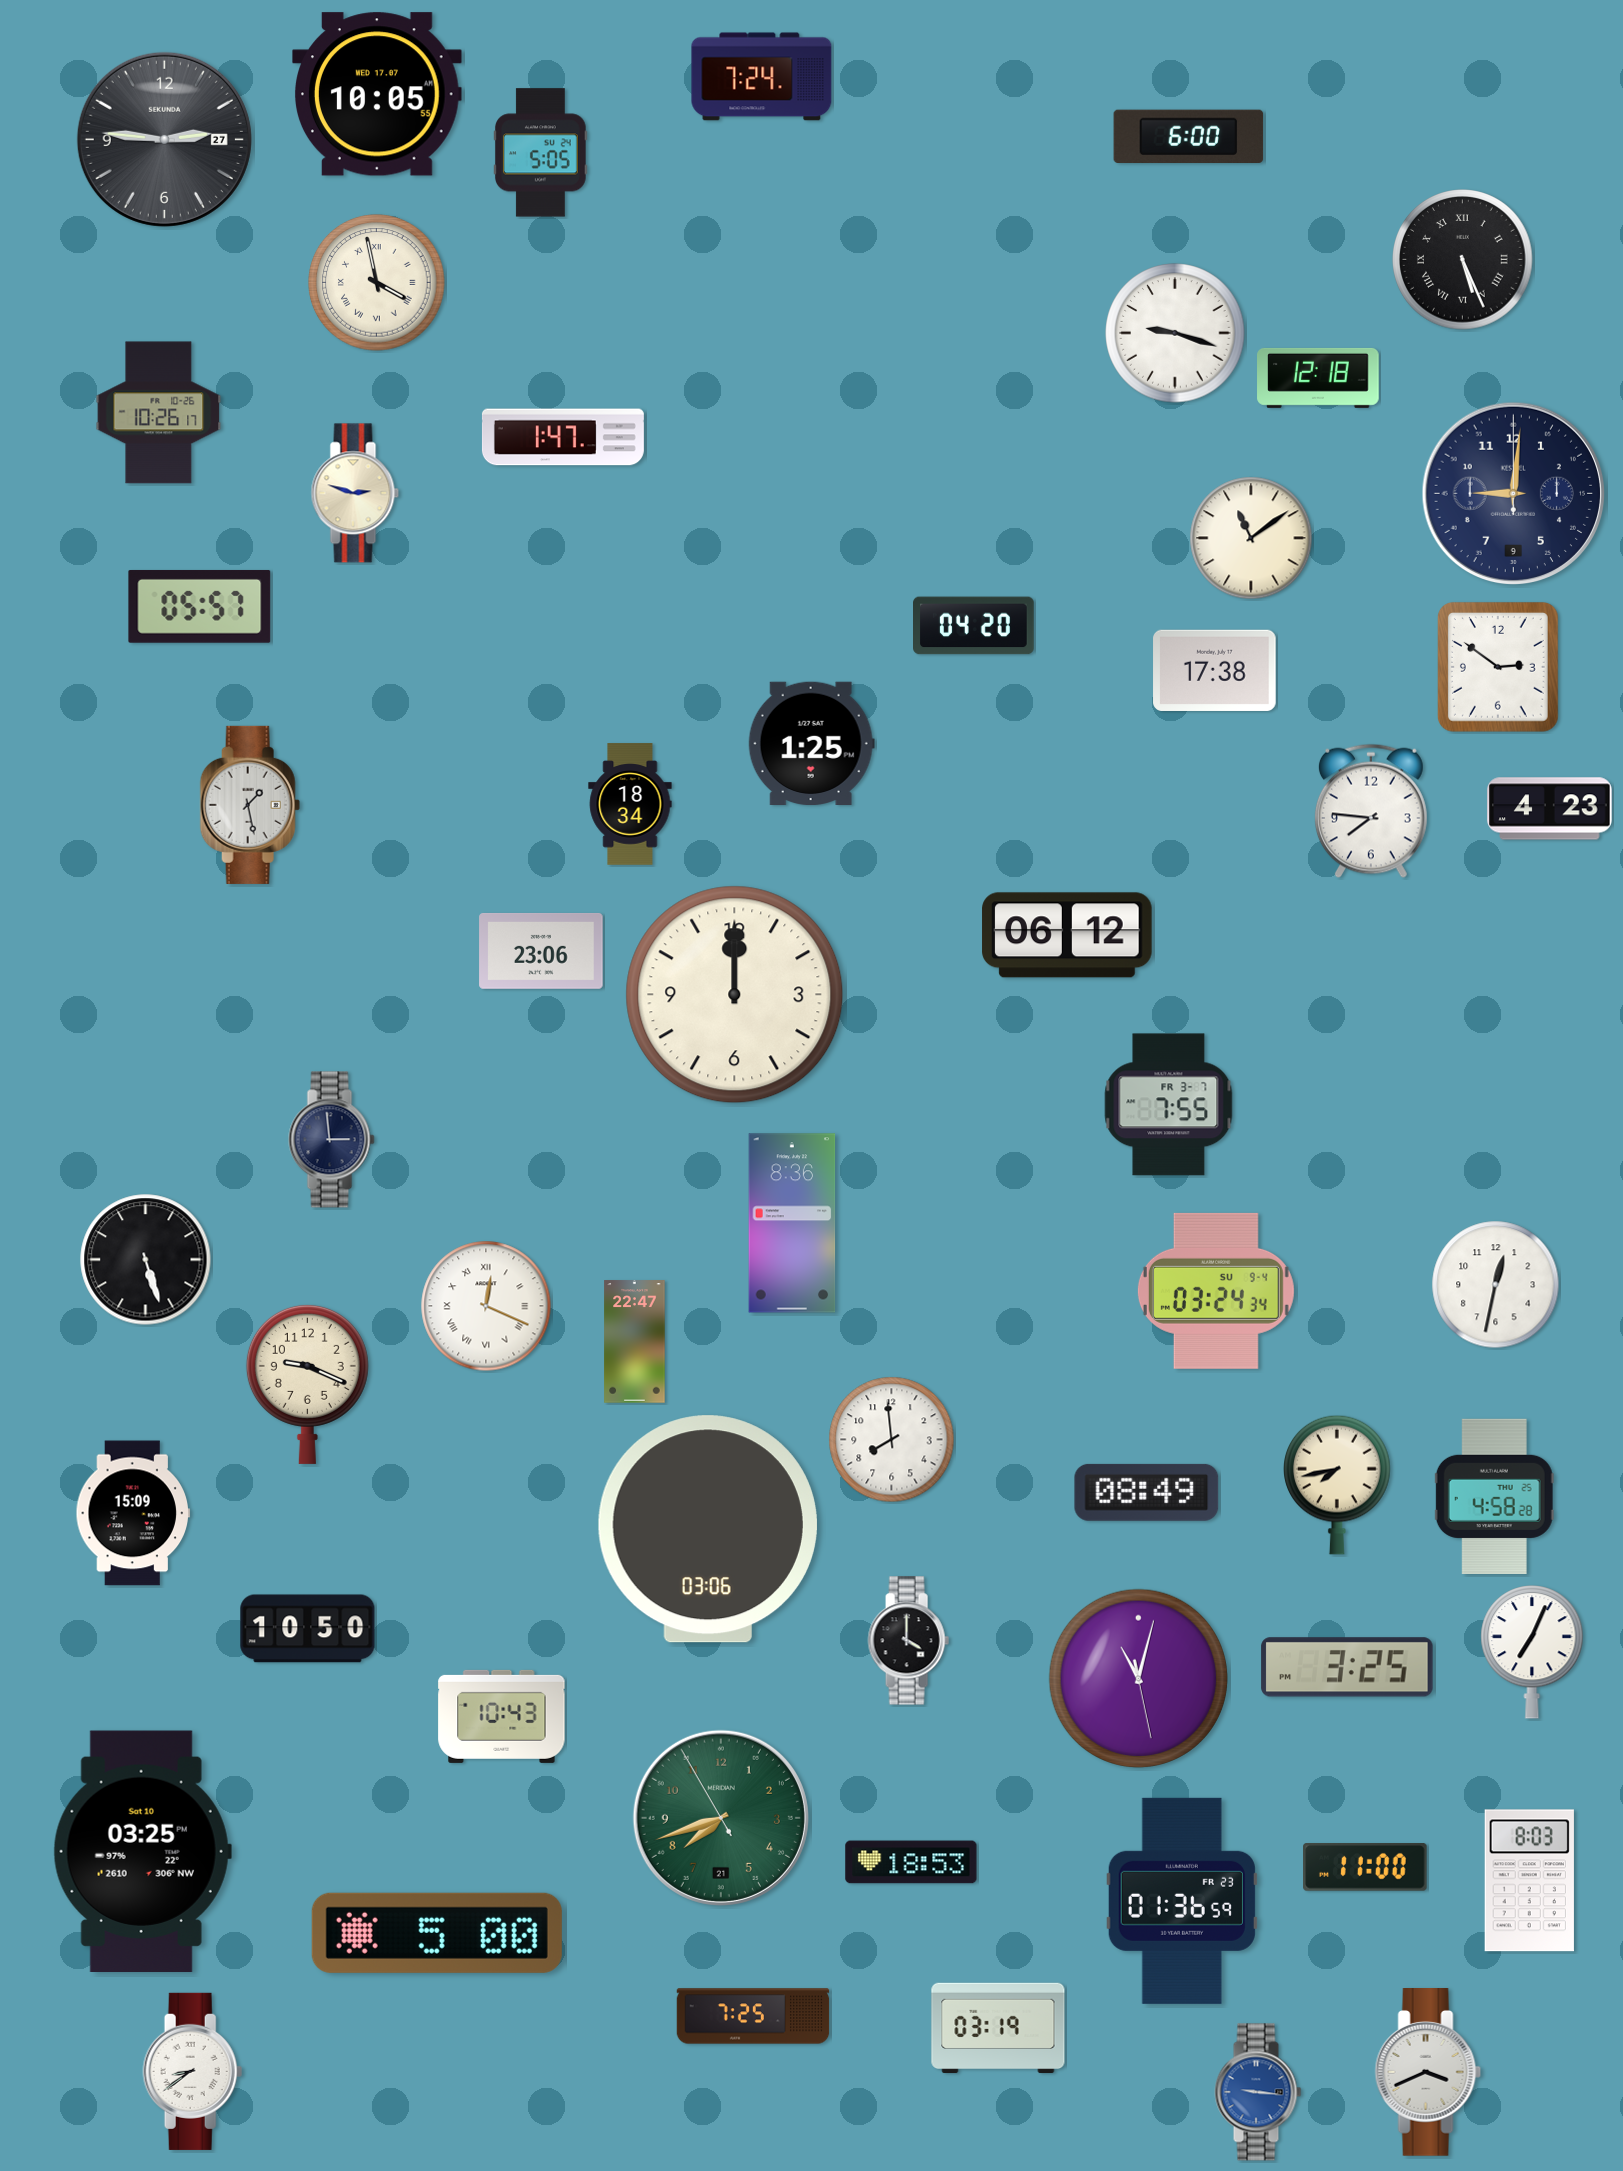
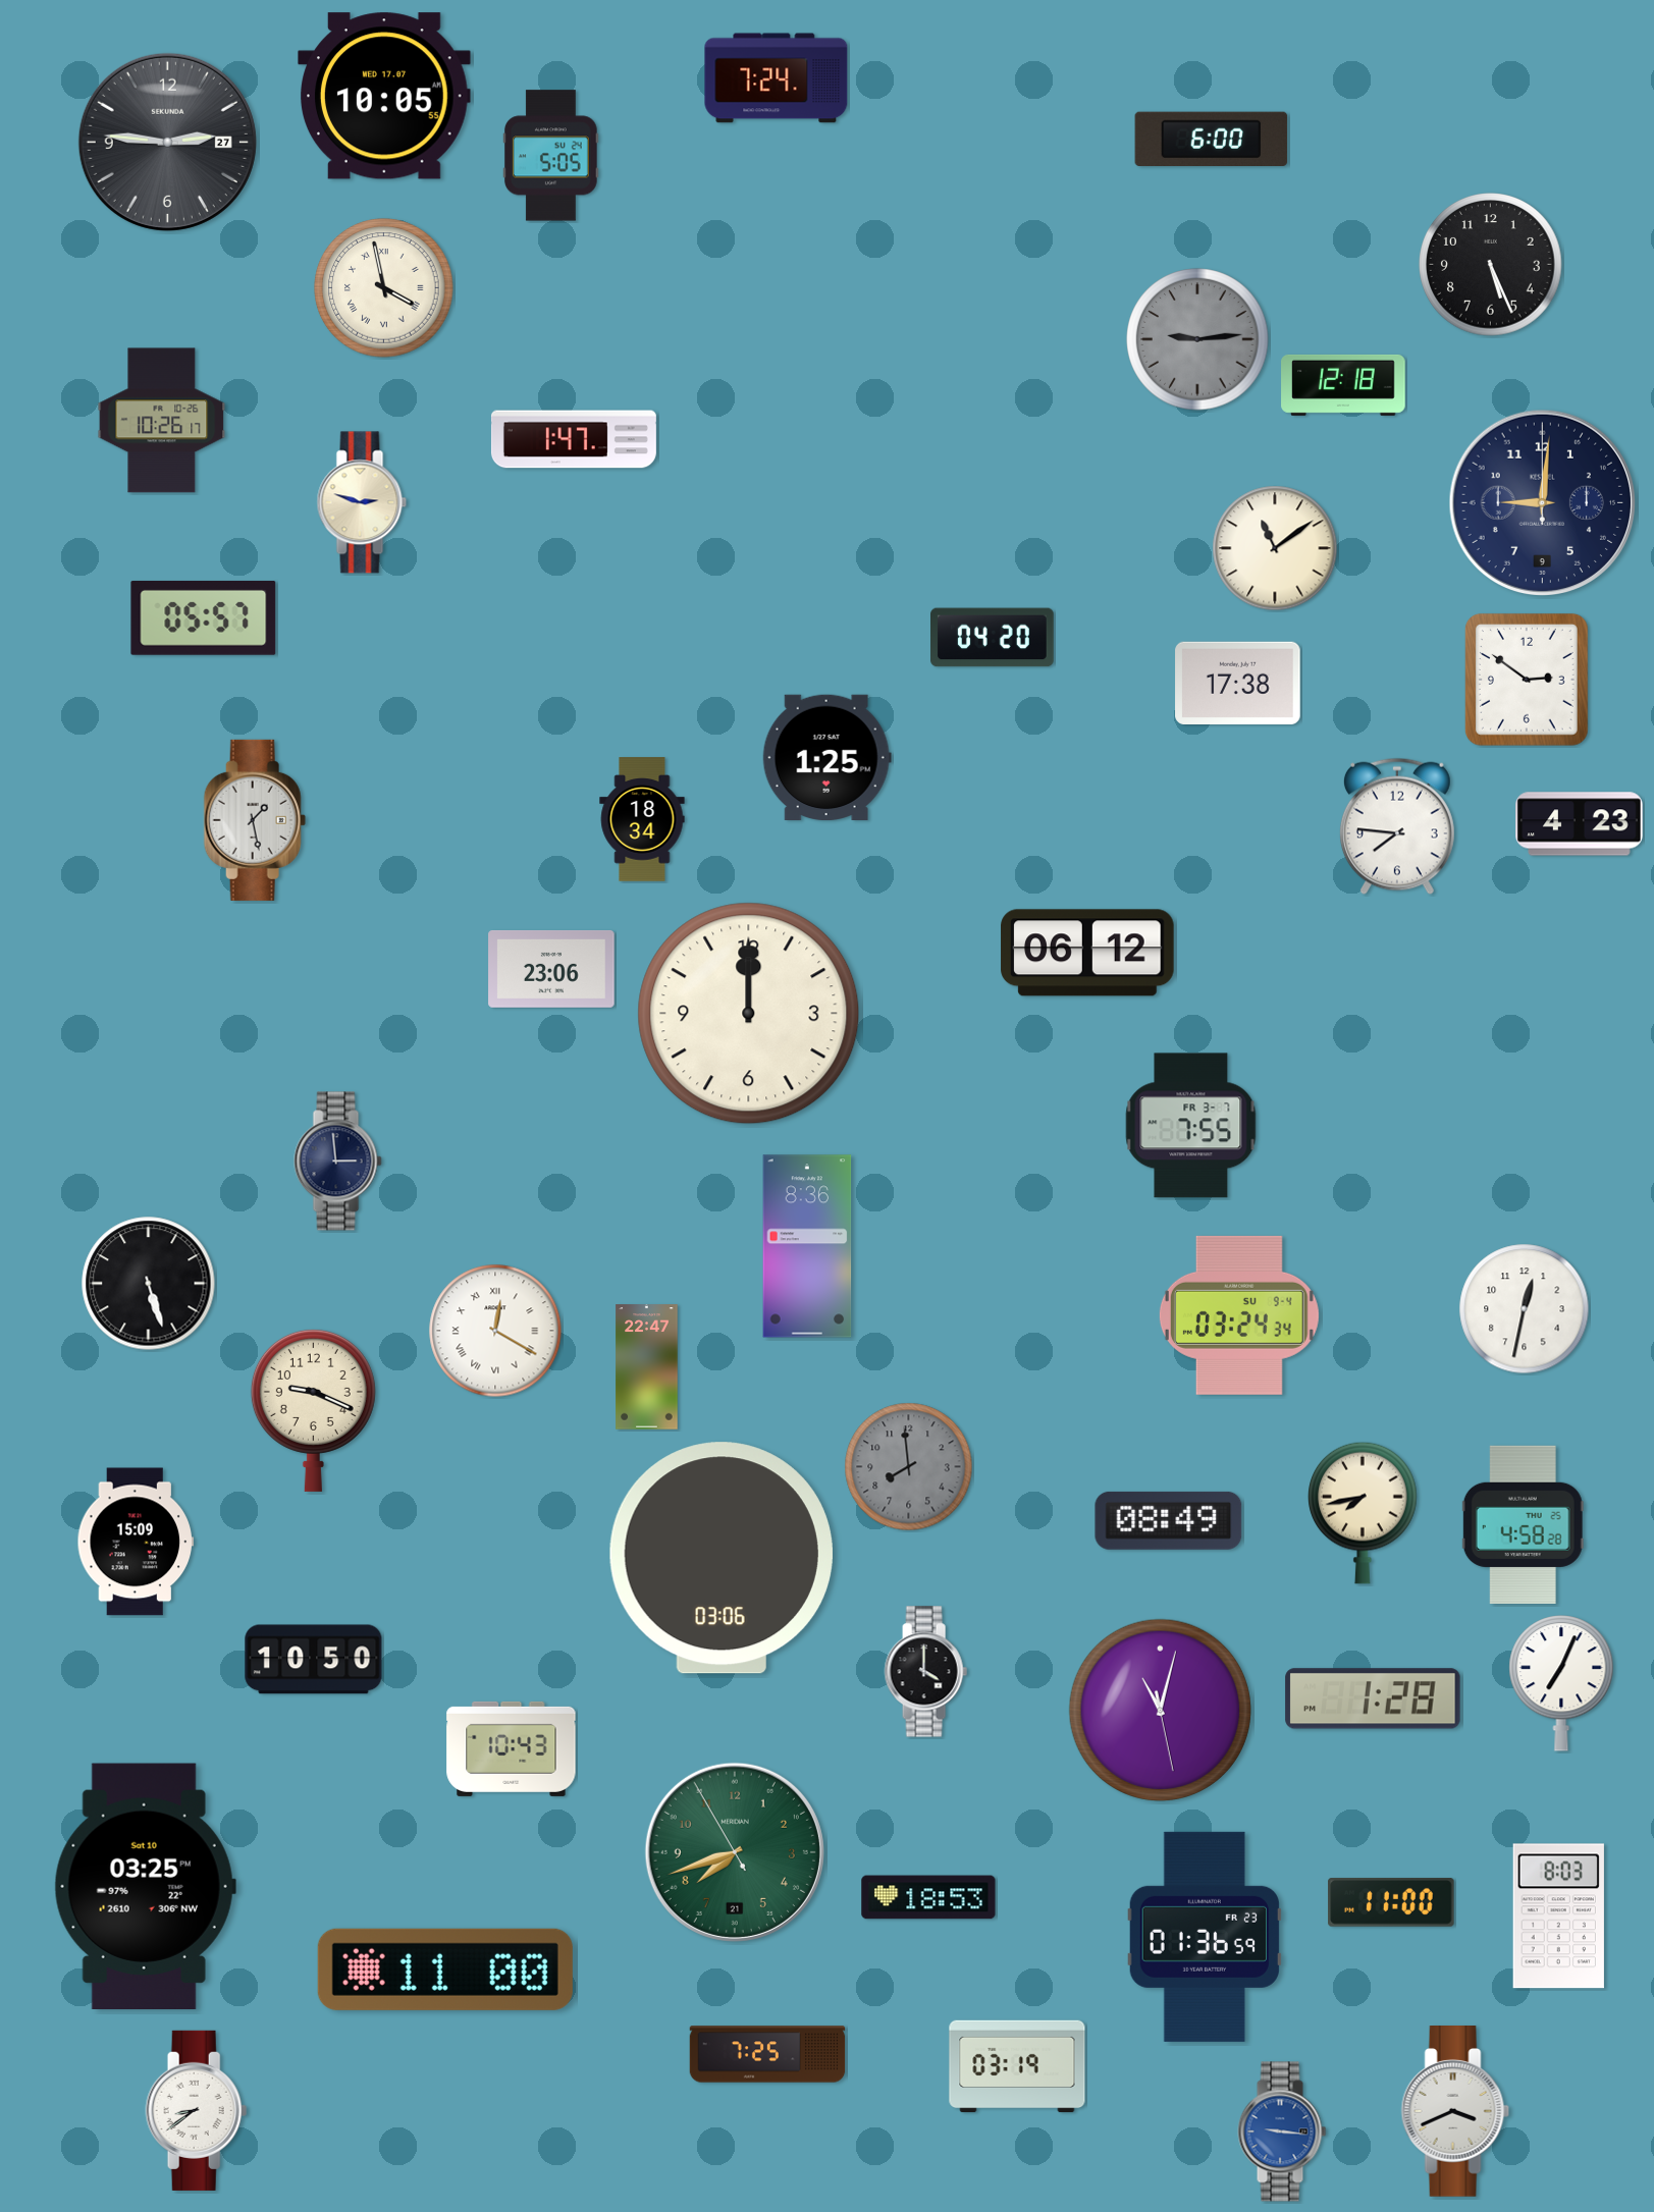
clock at (1463, 260) numerals: Roman -> Arabic
clock at (1175, 333): 9:18 -> 9:14
clock at (1175, 333) dial: white -> grey
clock at (563, 437) position: (563, 437) -> (574, 439)
clock at (486, 1306): 12:19 -> 12:20
clock at (892, 1440) dial: white -> grey
clock at (1347, 1667): 3:25 -> 1:28
clock at (437, 1933): 5:00 -> 11:00
